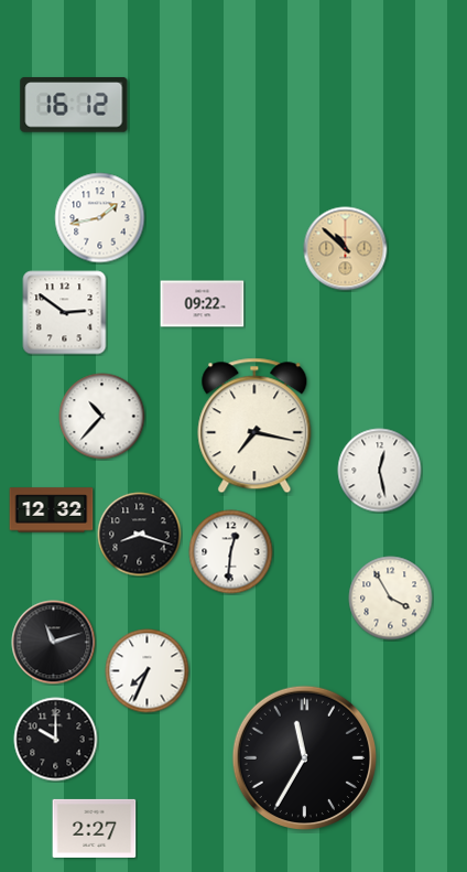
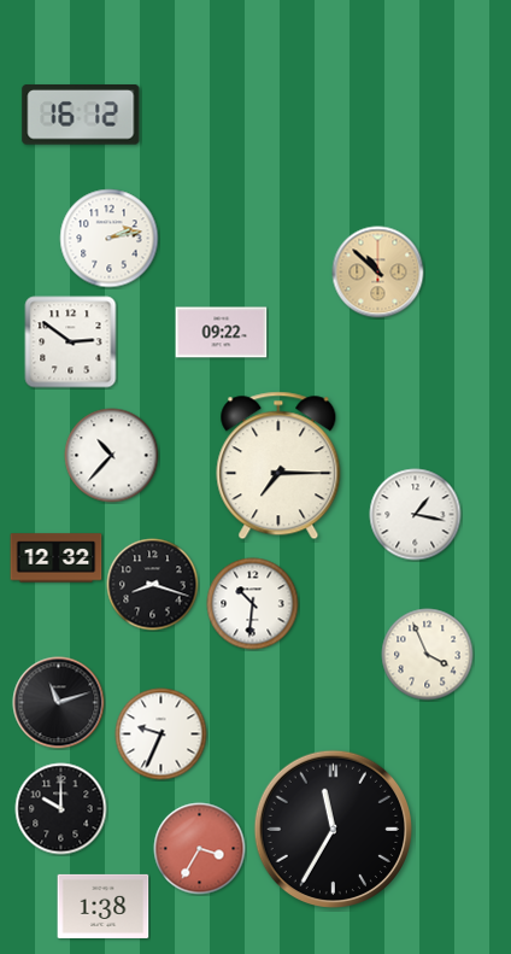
clock at (100, 218): 1:43 -> 2:13
clock at (254, 426): 7:17 -> 7:15
clock at (380, 471): 12:28 -> 1:17
clock at (231, 552): 12:31 -> 10:31
clock at (391, 599): 3:55 -> 3:56
clock at (148, 671): 7:34 -> 9:34
clock at (200, 849): none -> 3:35
clock at (95, 828): 2:27 -> 1:38
